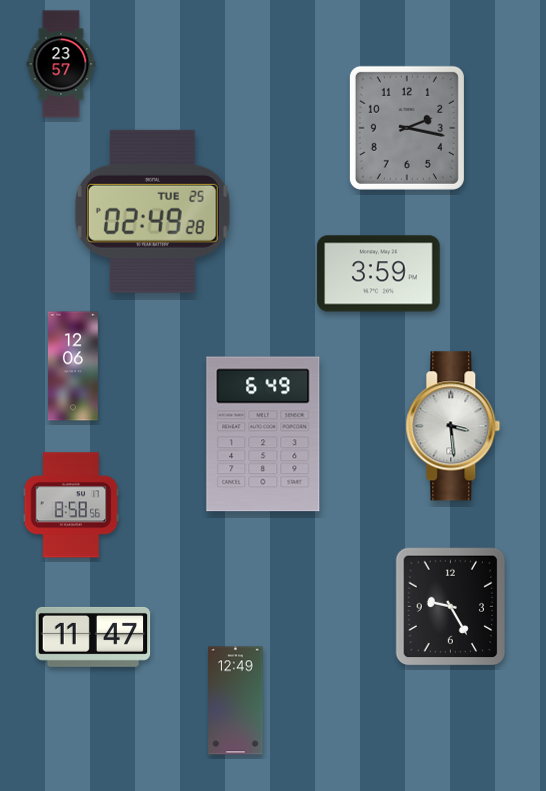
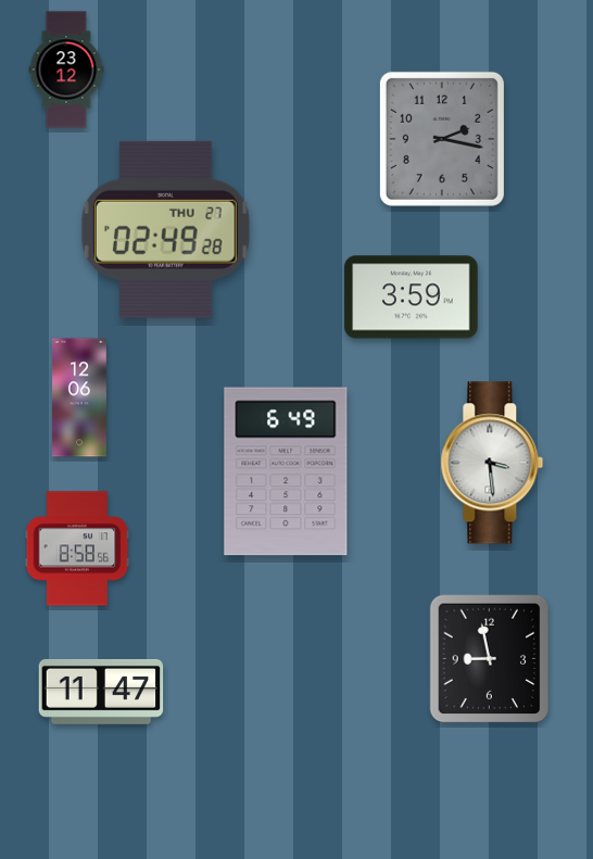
clock at (61, 64): 23:57 -> 23:12
clock at (152, 211) date: TUE 25 -> THU 27
clock at (451, 607): 9:25 -> 8:58
clock at (236, 701): 12:49 -> none
